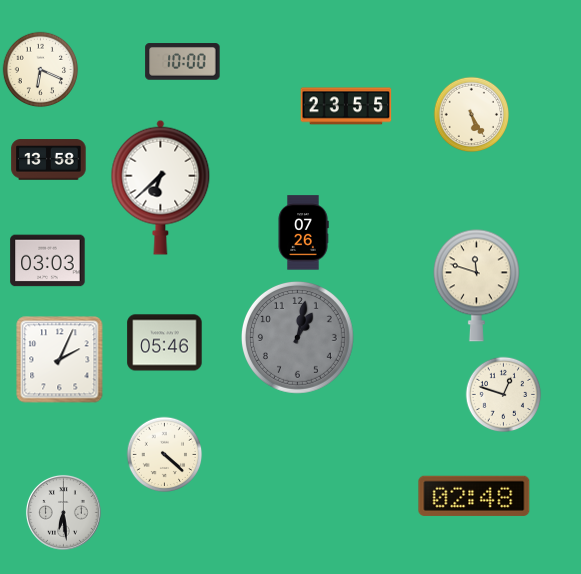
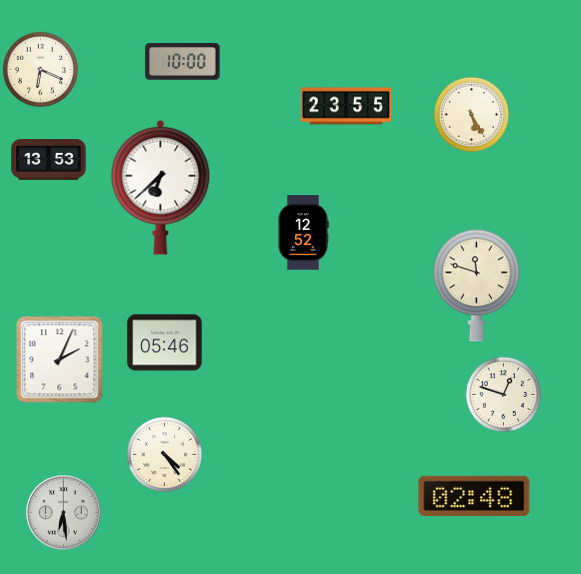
clock at (49, 160): 13:58 -> 13:53
clock at (303, 233): 07:26 -> 12:52
clock at (48, 261): 03:03 -> none
clock at (297, 337): 1:02 -> none
clock at (165, 455): 4:22 -> 4:24
